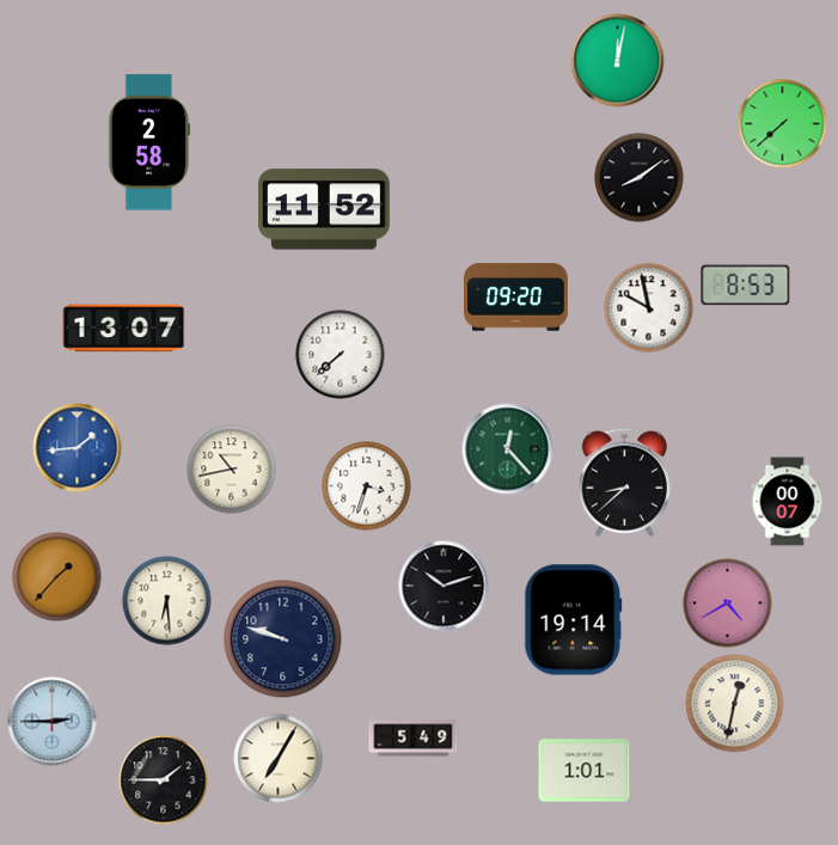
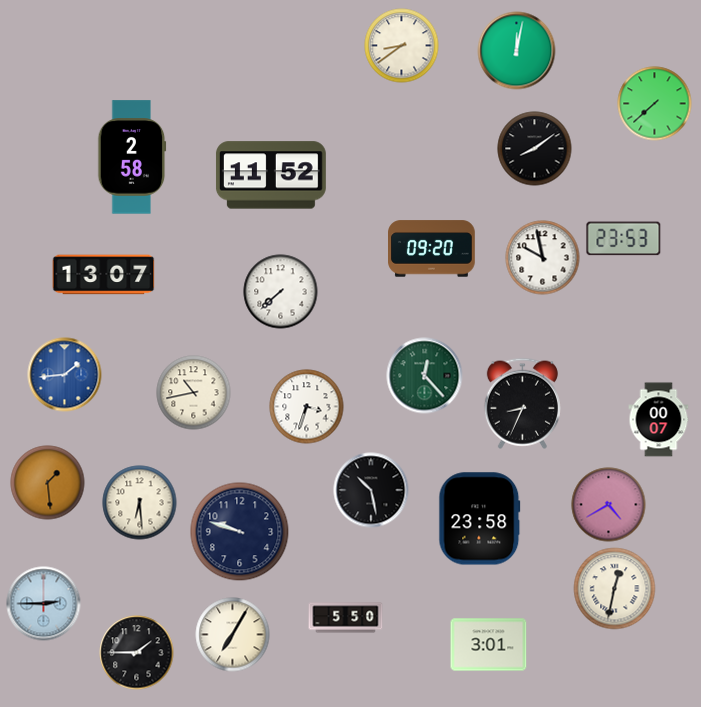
clock at (402, 46): none -> 8:39
clock at (149, 142) position: (149, 142) -> (132, 157)
clock at (746, 286): 8:53 -> 23:53
clock at (341, 355) position: (341, 355) -> (281, 292)
clock at (624, 482): 8:38 -> 8:34
clock at (57, 577): 1:37 -> 1:29
clock at (444, 586): 10:12 -> 10:28
clock at (574, 620): 19:14 -> 23:58
clock at (283, 639) position: (283, 639) -> (240, 532)
clock at (414, 739): 5:49 -> 5:50
clock at (585, 771): 1:01 -> 3:01
